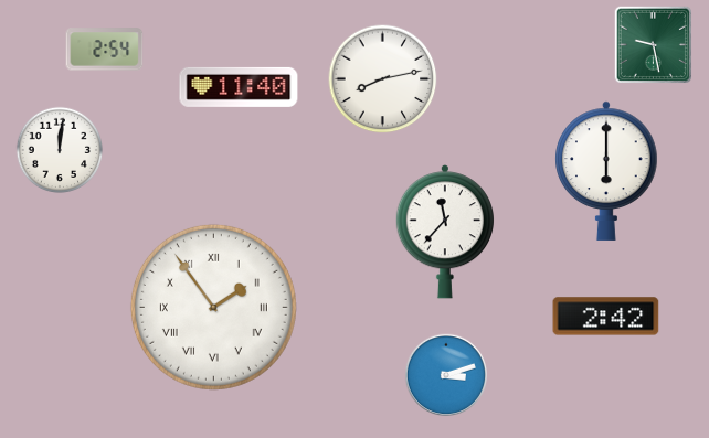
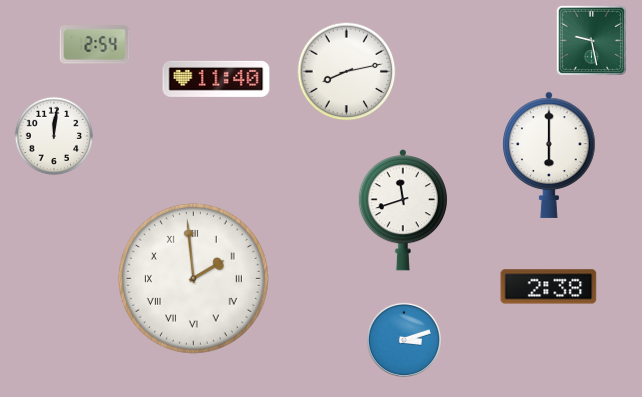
clock at (444, 232): 11:37 -> 11:42
clock at (213, 307): 1:54 -> 1:59
clock at (606, 317): 2:42 -> 2:38
